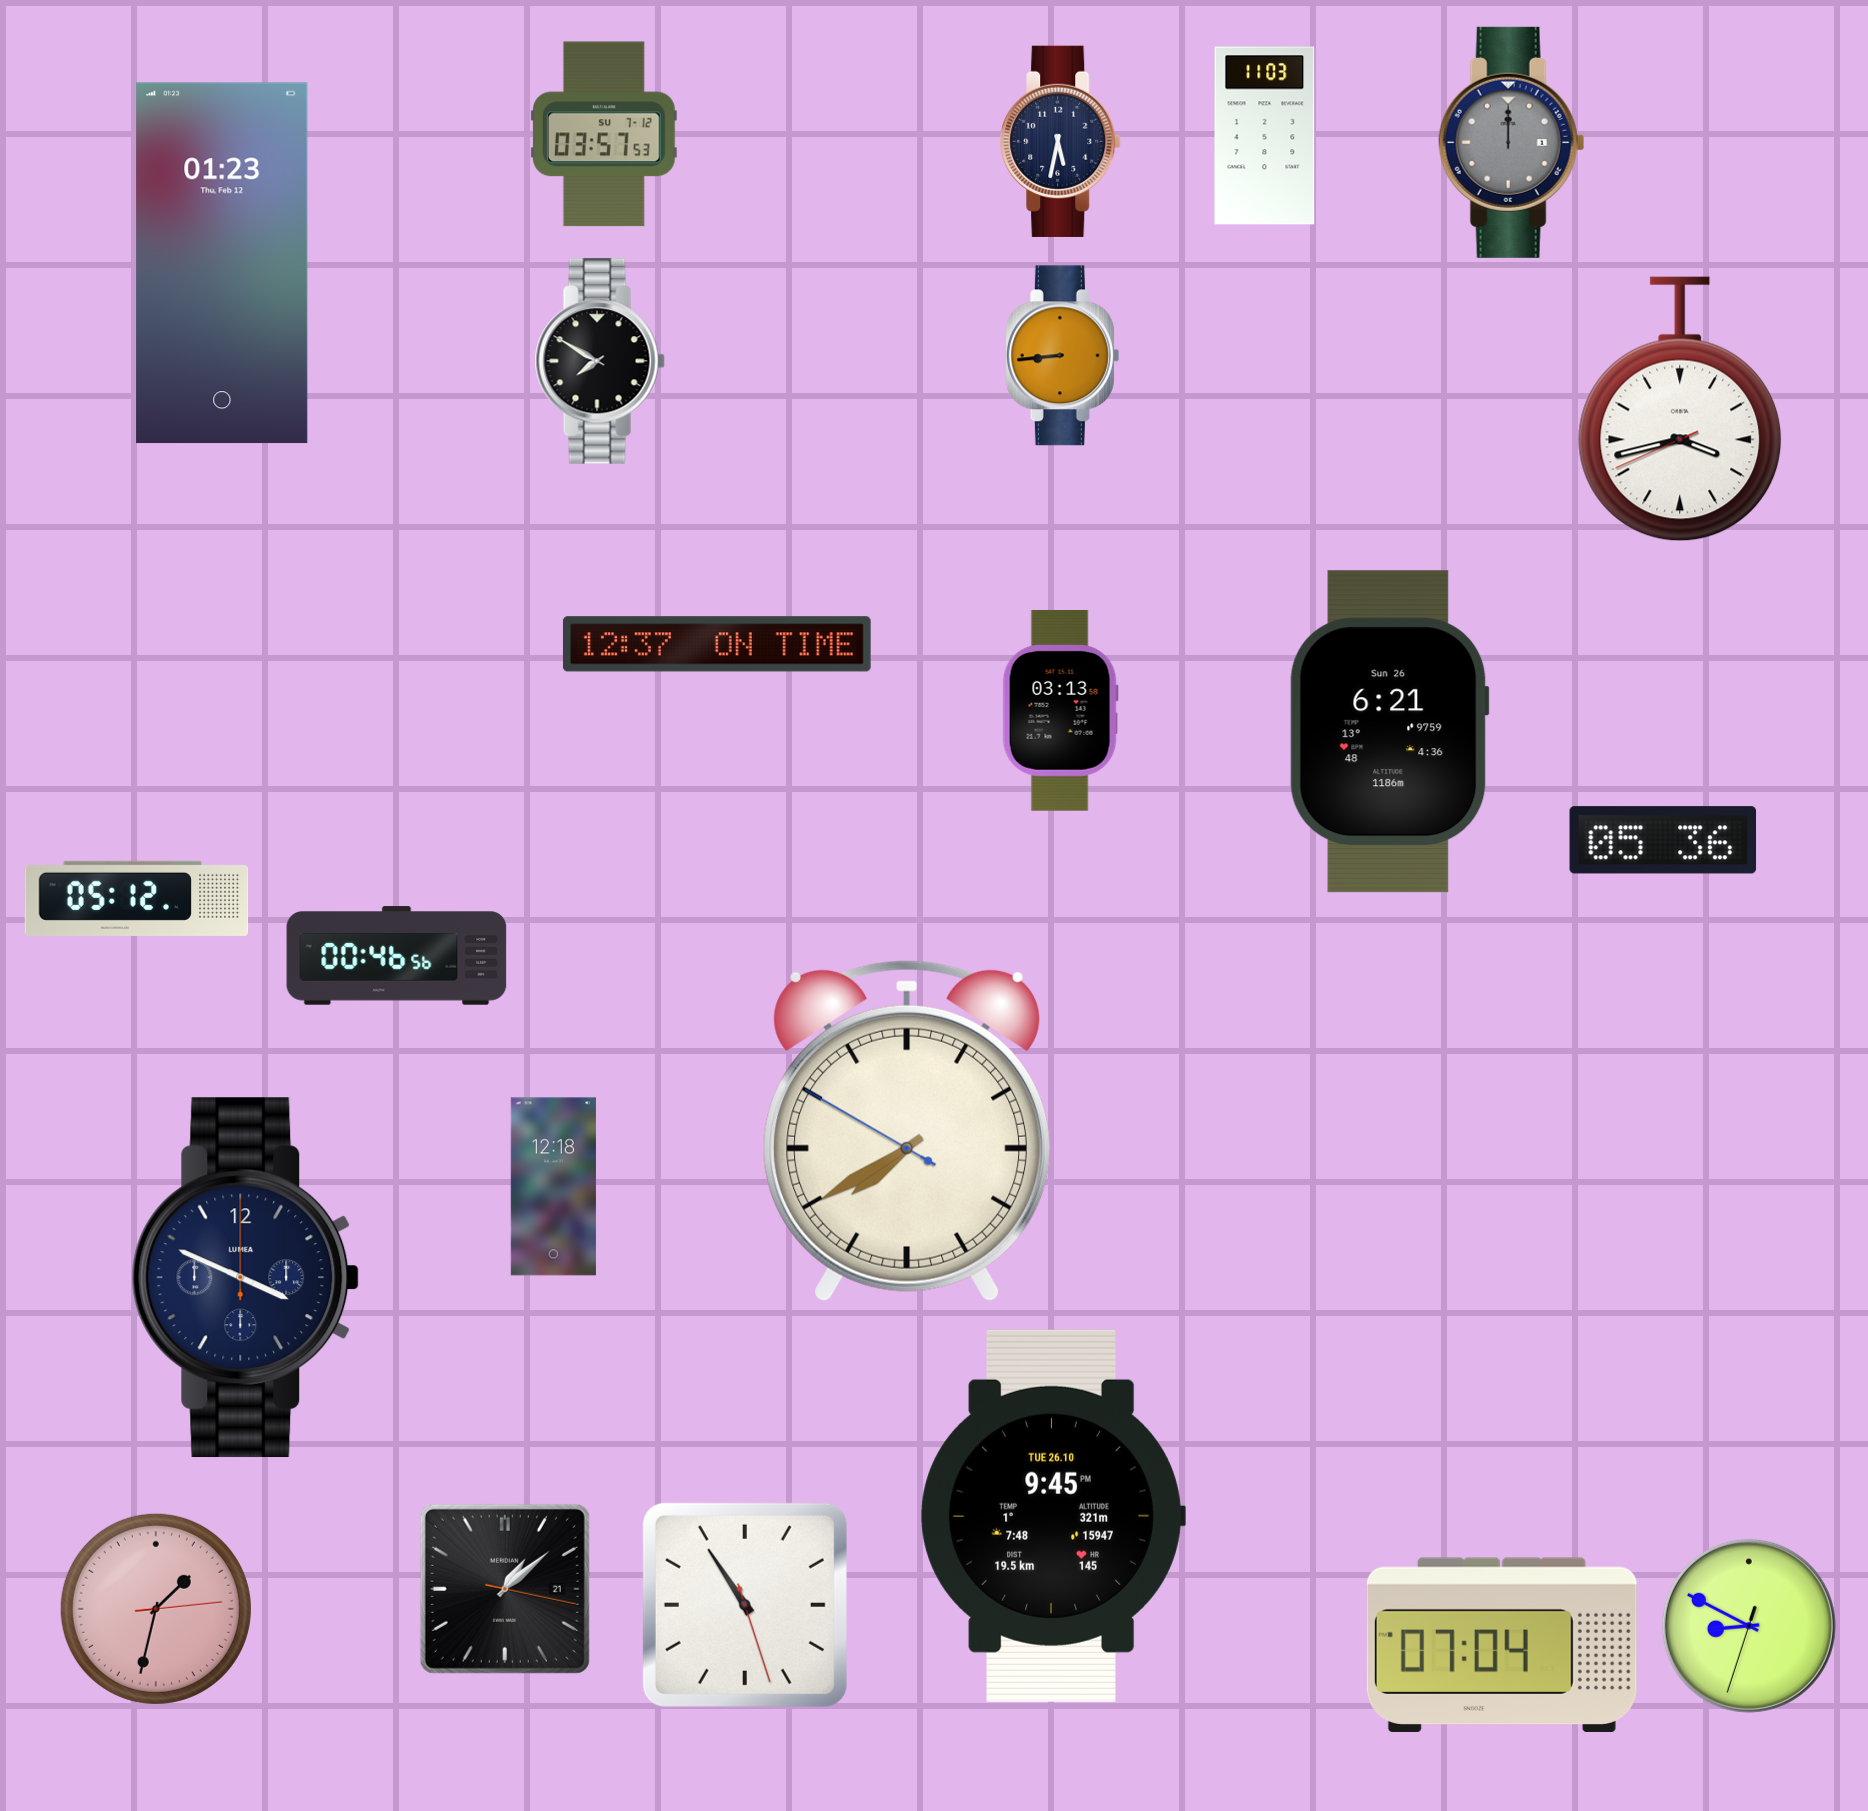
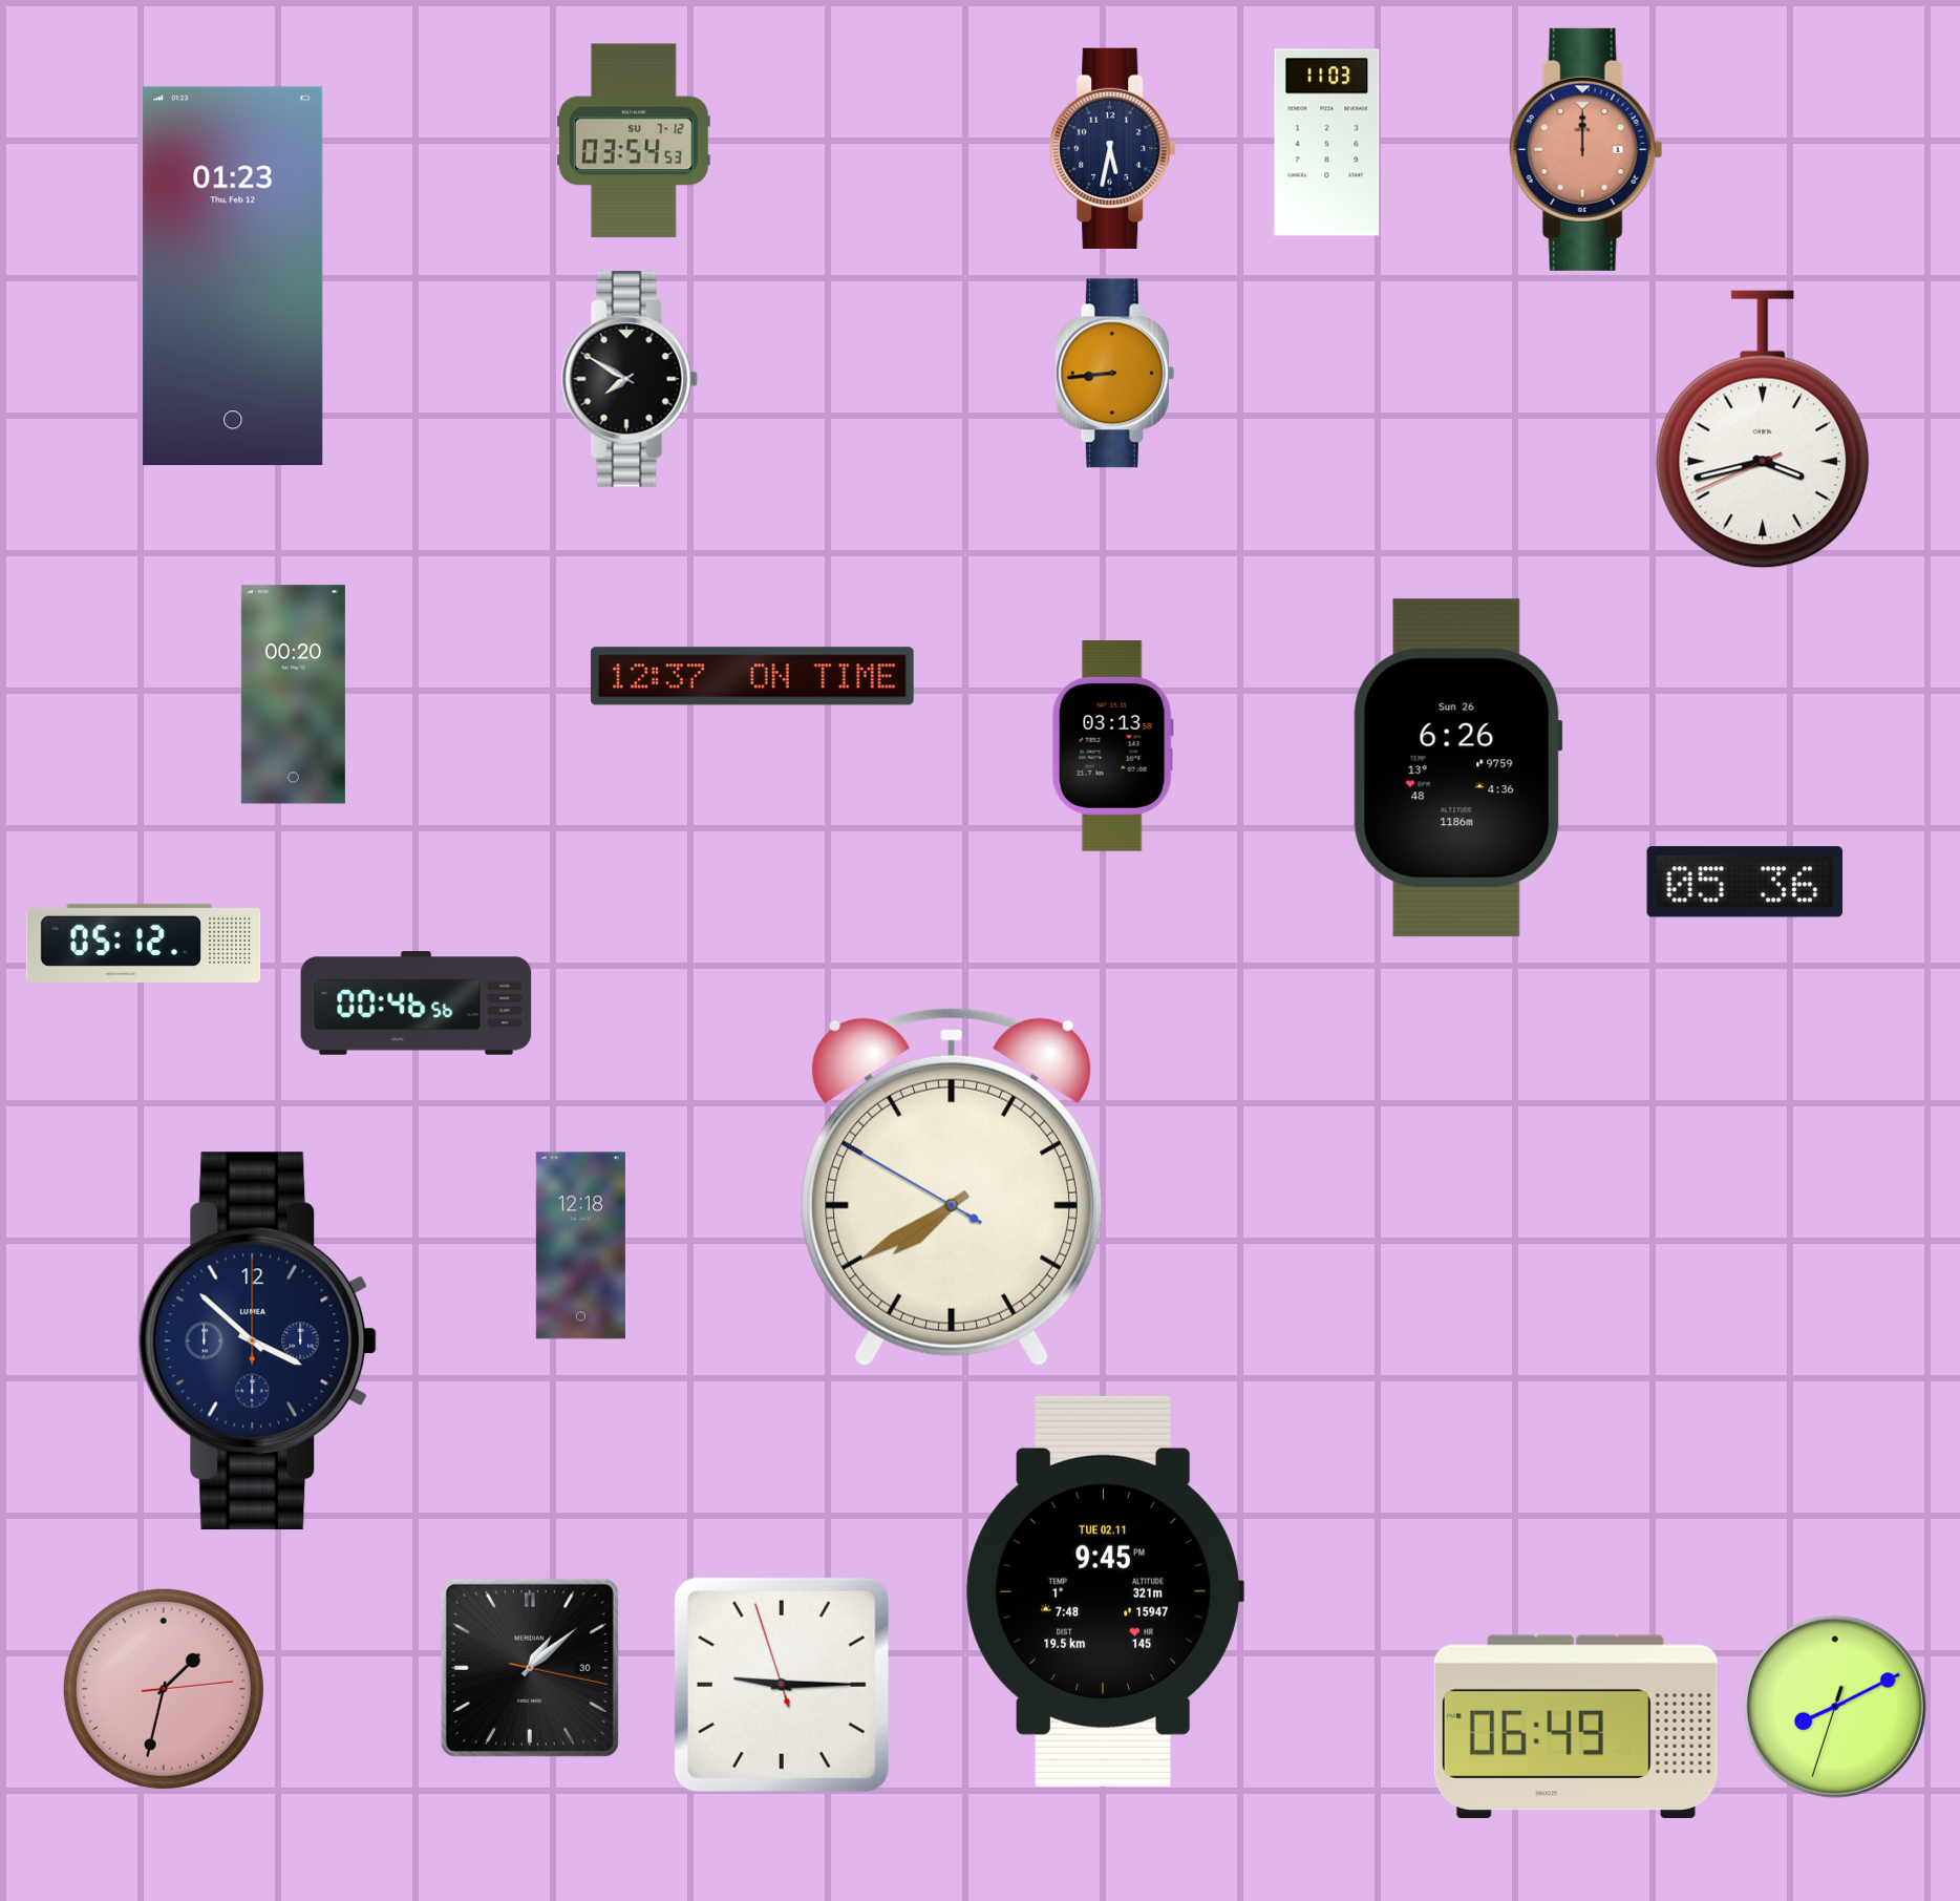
clock at (604, 134): 03:57 -> 03:54
clock at (1512, 142) dial: grey -> salmon
clock at (293, 695): none -> 00:20
clock at (1389, 732): 6:21 -> 6:26
clock at (246, 1278): 3:49 -> 3:52
clock at (1053, 1516) date: TUE 26.10 -> TUE 02.11
clock at (505, 1589) date: 21 -> 30
clock at (745, 1605): 10:54 -> 9:14
clock at (1749, 1626): 8:49 -> 8:10
clock at (1502, 1645): 07:04 -> 06:49
